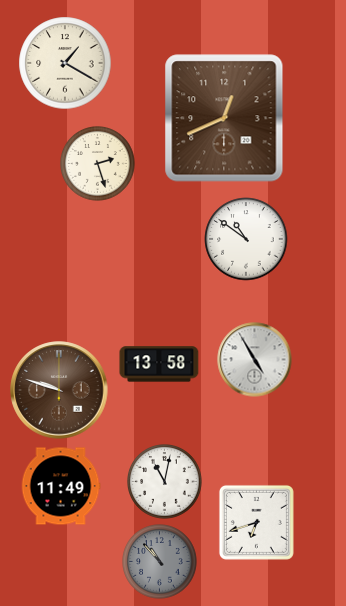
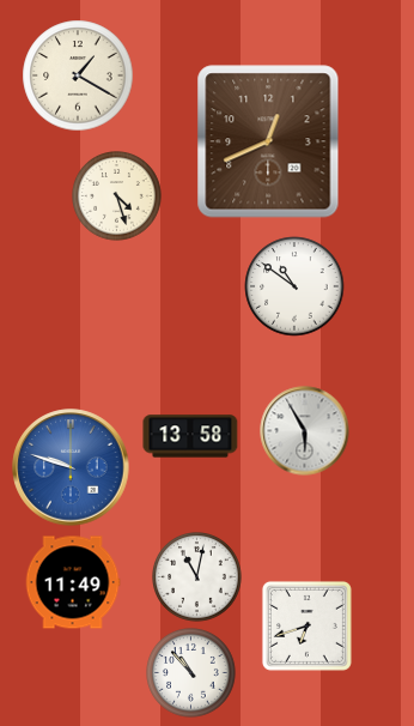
clock at (98, 164): 2:27 -> 4:27
clock at (255, 360): 4:55 -> 5:55
clock at (59, 390) dial: brown -> blue
clock at (160, 562) dial: grey -> white
